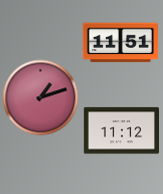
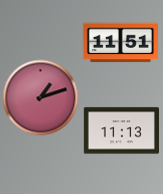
clock at (121, 131): 11:12 -> 11:13
